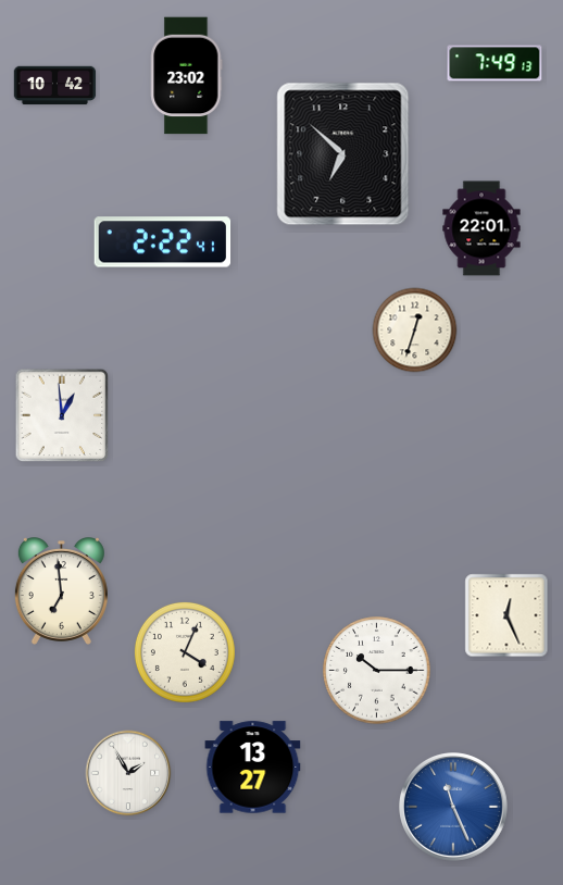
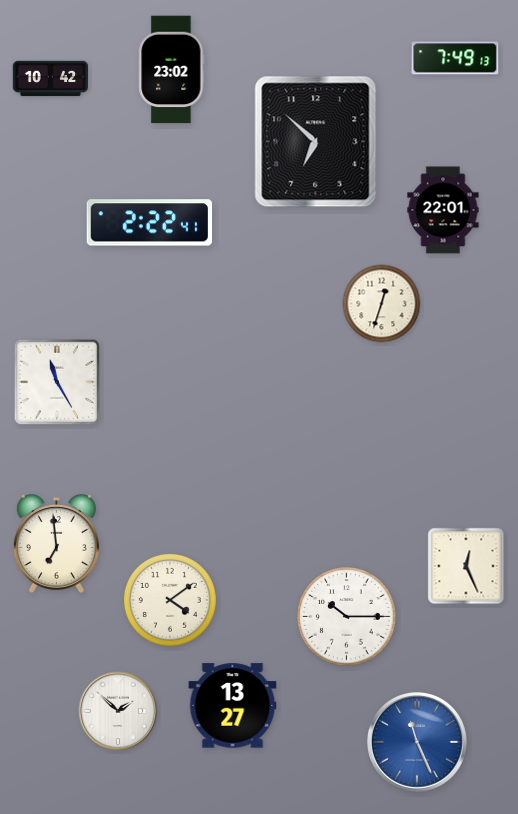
clock at (62, 415): 12:59 -> 11:25
clock at (185, 652): 4:04 -> 4:09
clock at (128, 773): 1:55 -> 1:52
